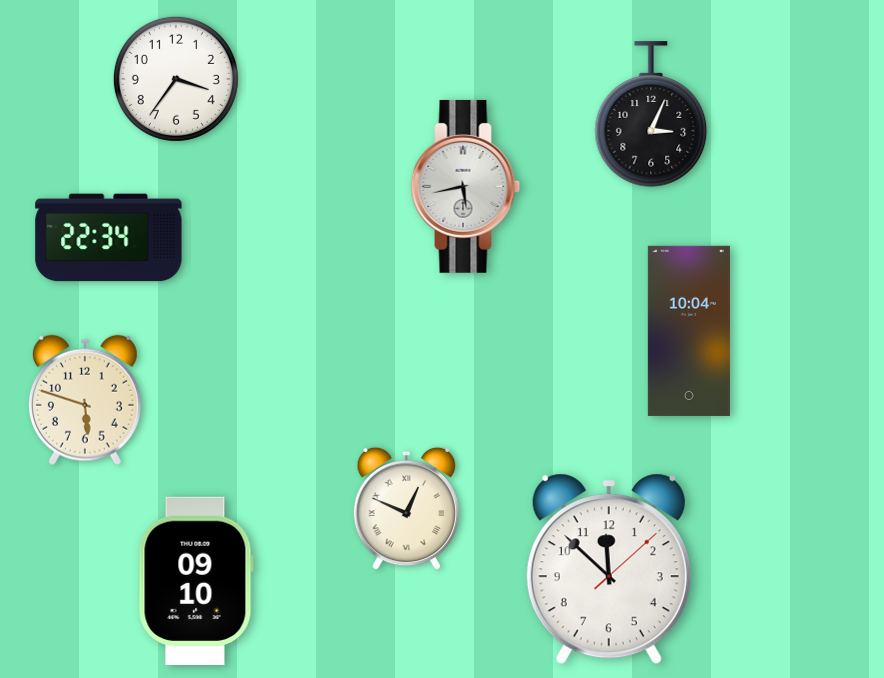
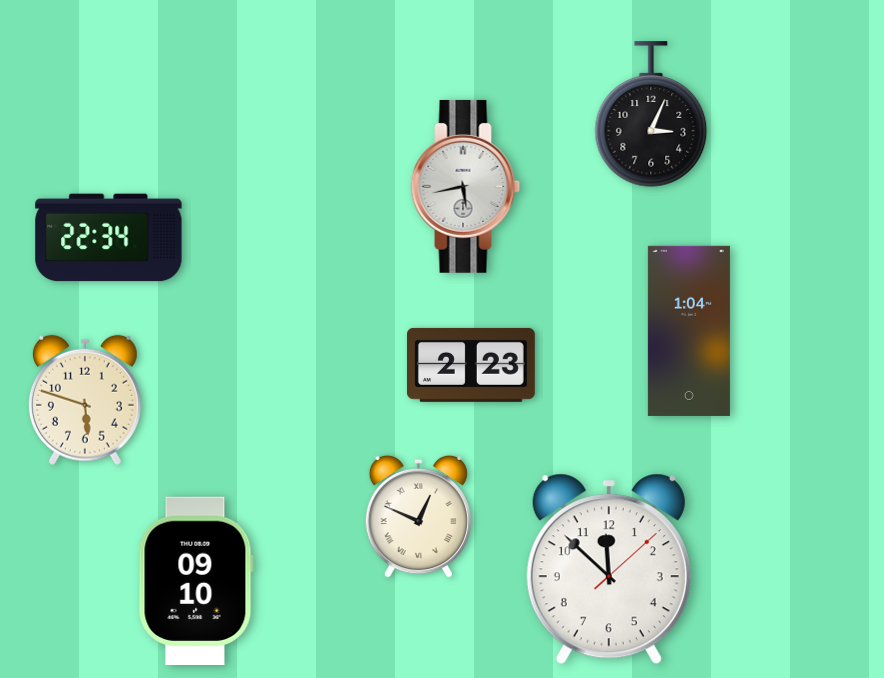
clock at (176, 79): 3:36 -> none
clock at (689, 331): 10:04 -> 1:04
clock at (471, 365): none -> 2:23
clock at (406, 509) position: (406, 509) -> (418, 517)
